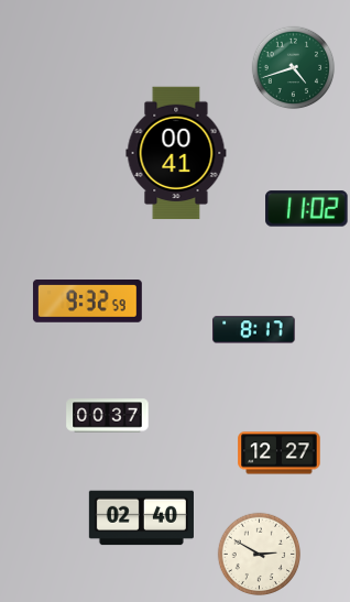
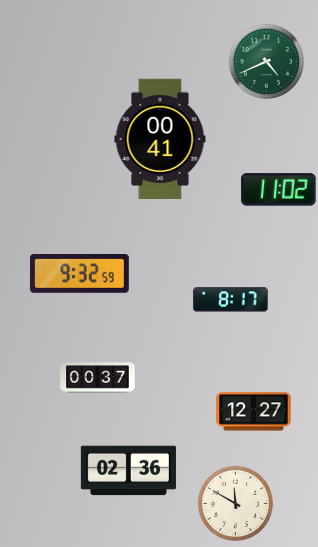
clock at (294, 68): 4:42 -> 4:41
clock at (141, 518): 02:40 -> 02:36
clock at (260, 555): 2:50 -> 11:50
